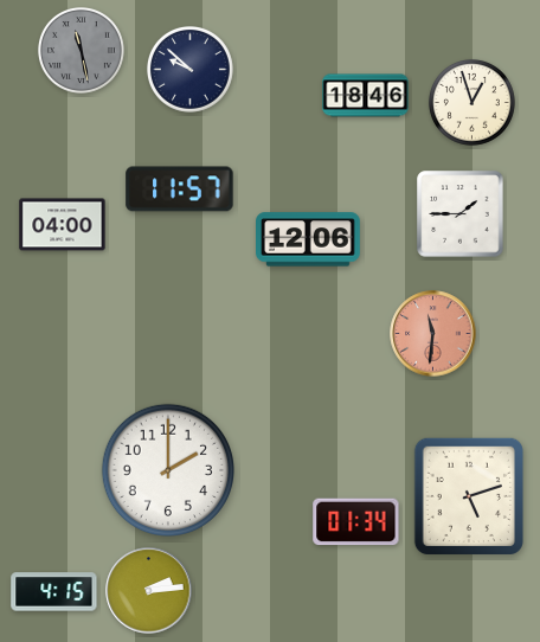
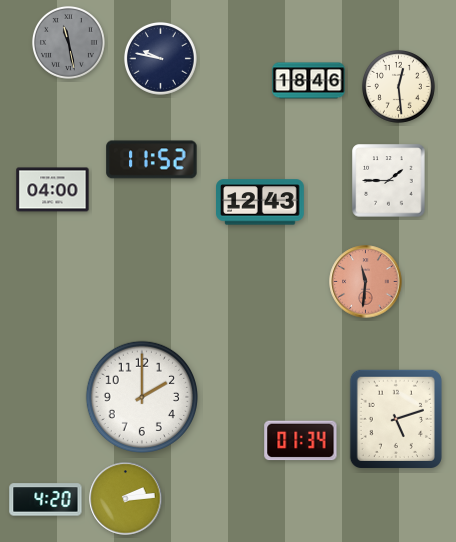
clock at (189, 69): 9:52 -> 9:47
clock at (471, 102): 12:57 -> 12:29
clock at (180, 190): 11:57 -> 11:52
clock at (309, 239): 12:06 -> 12:43
clock at (54, 592): 4:15 -> 4:20
